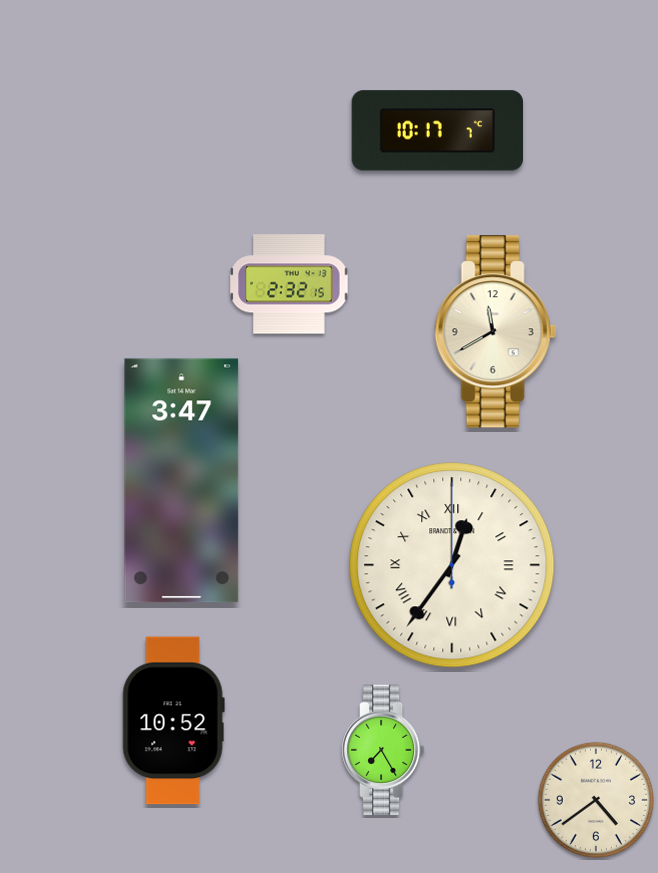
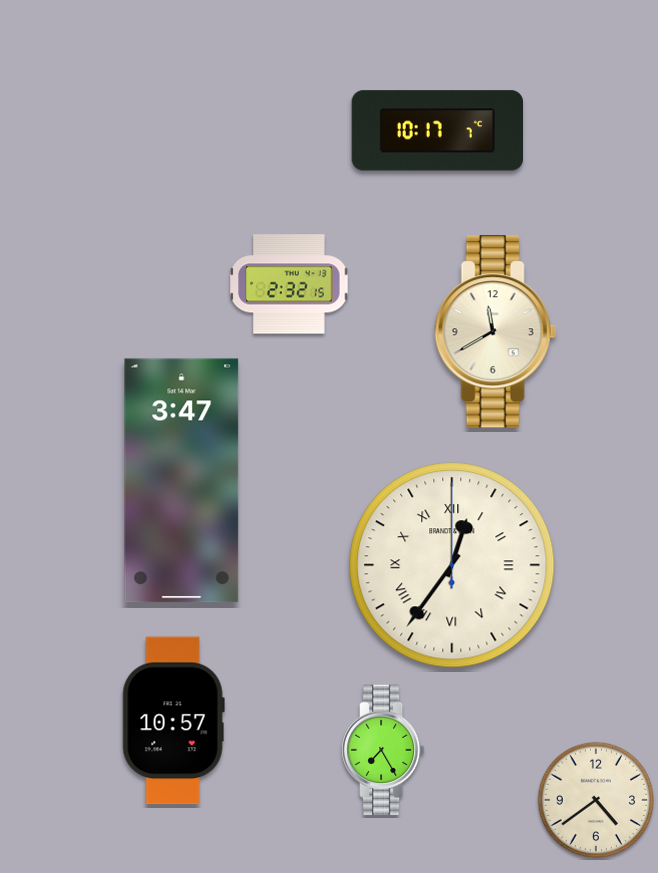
clock at (173, 721): 10:52 -> 10:57
